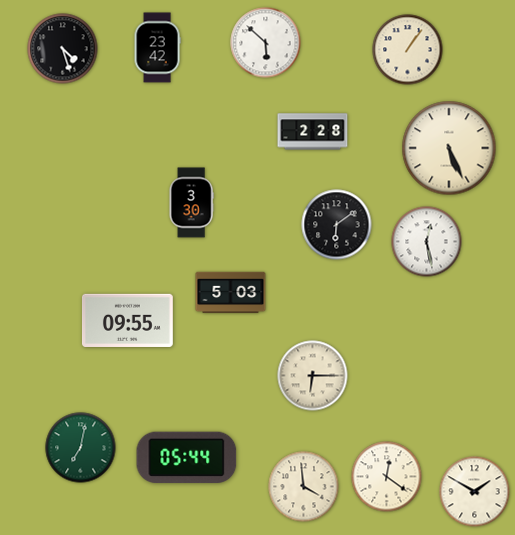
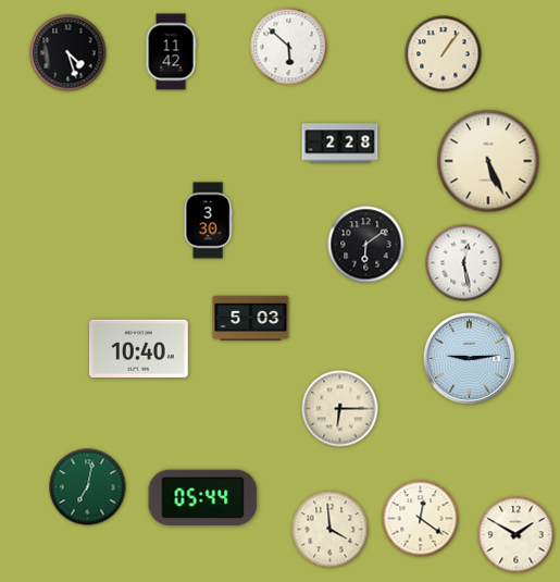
clock at (157, 48): 23:42 -> 11:42
clock at (127, 320): 09:55 -> 10:40
clock at (469, 358): none -> 9:14
